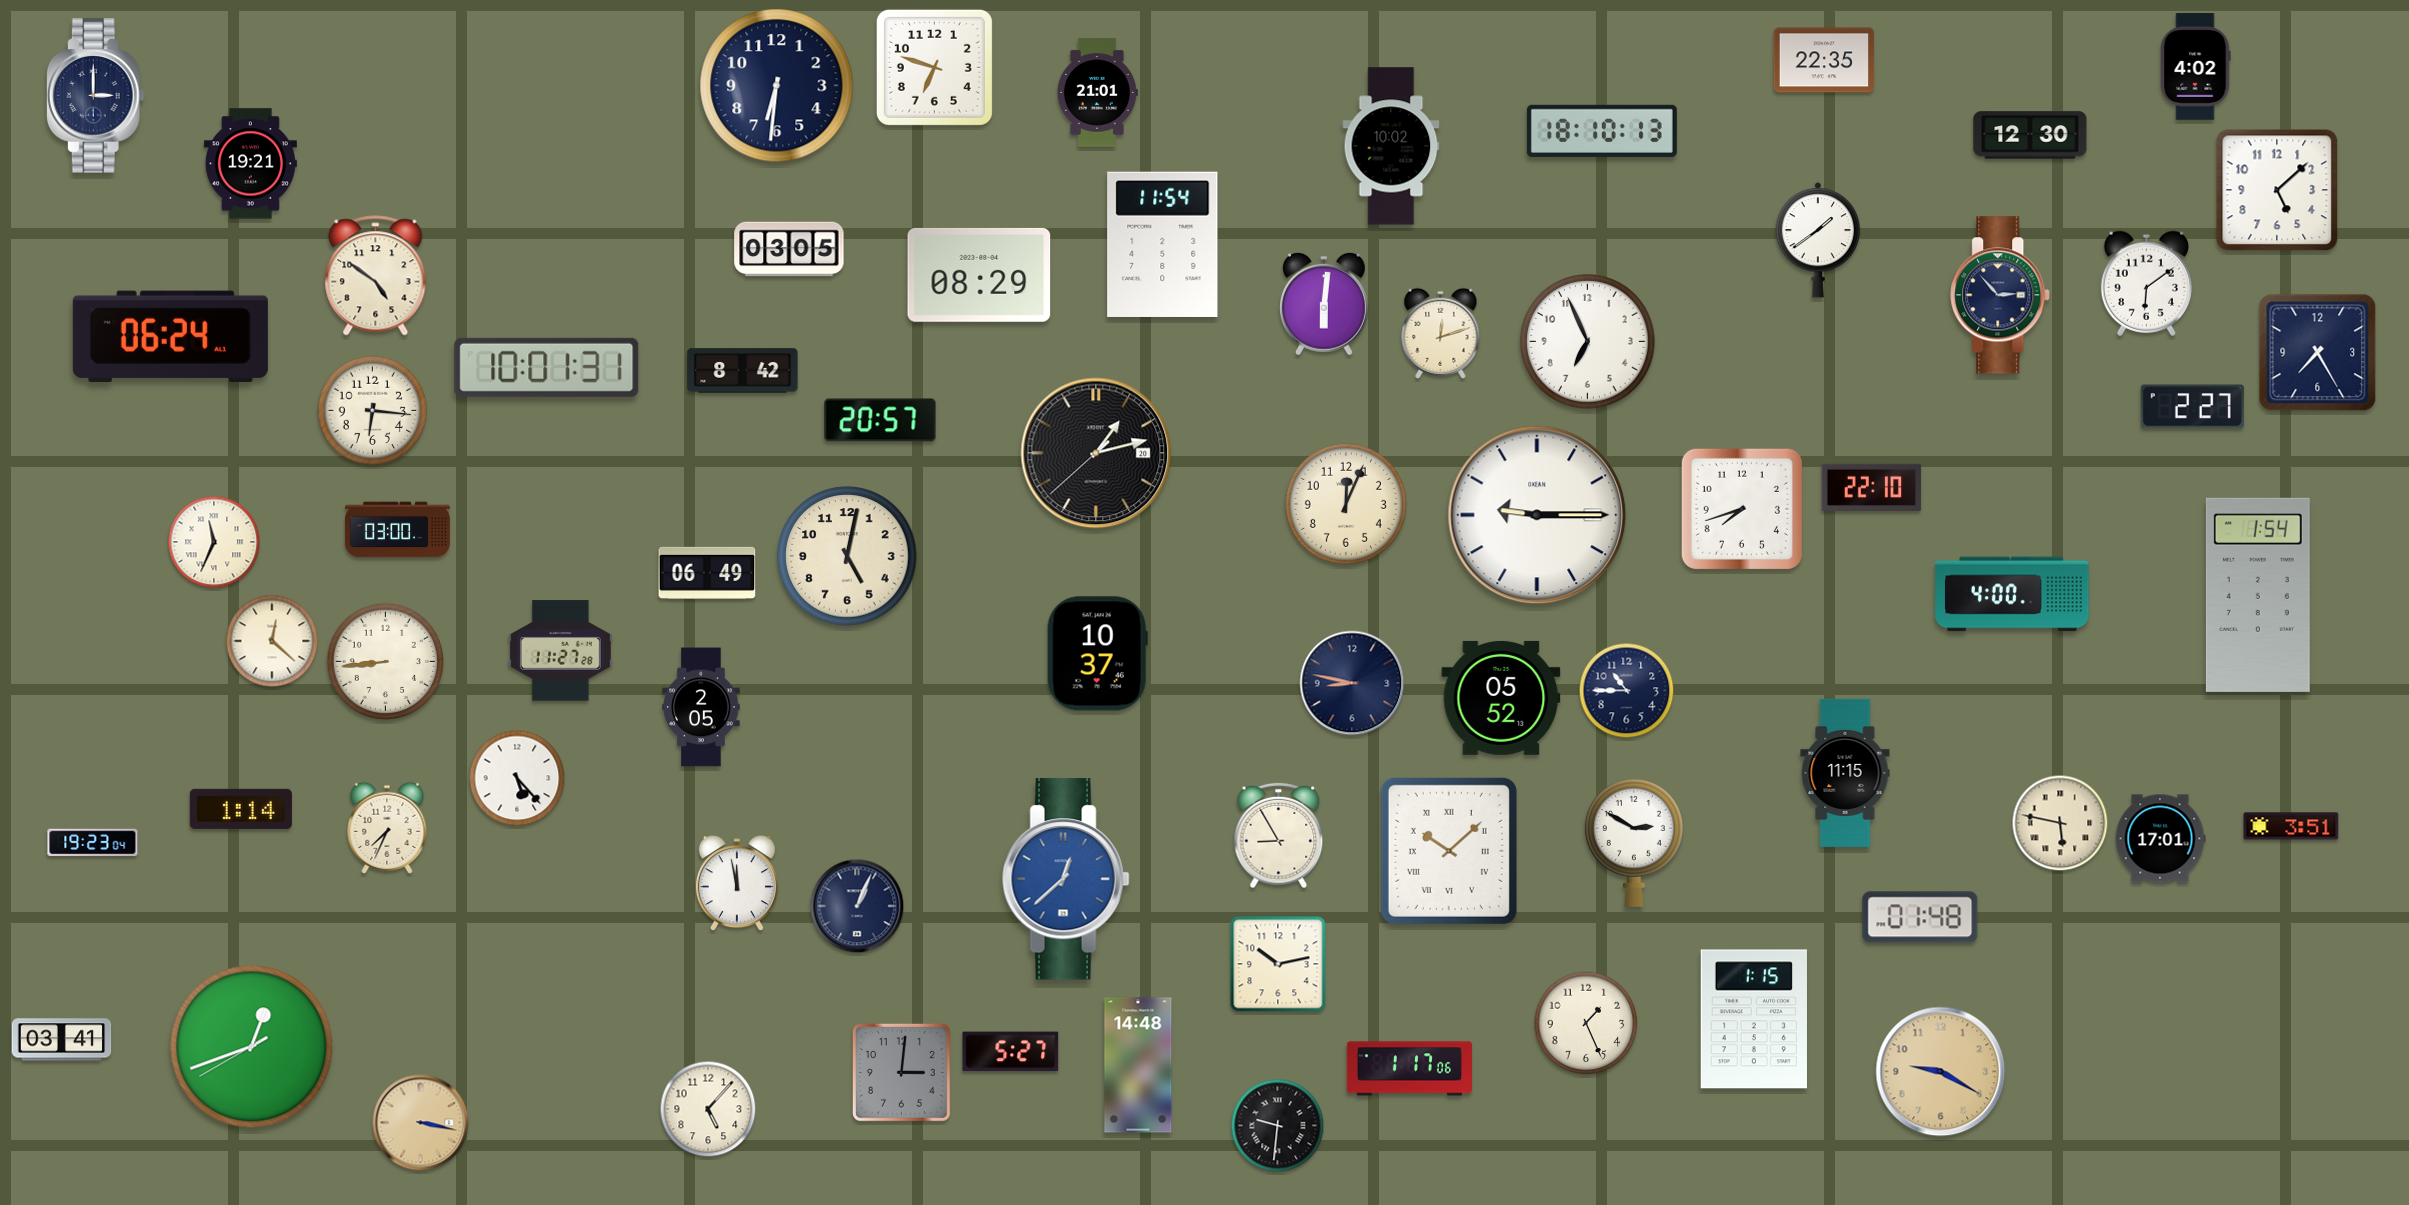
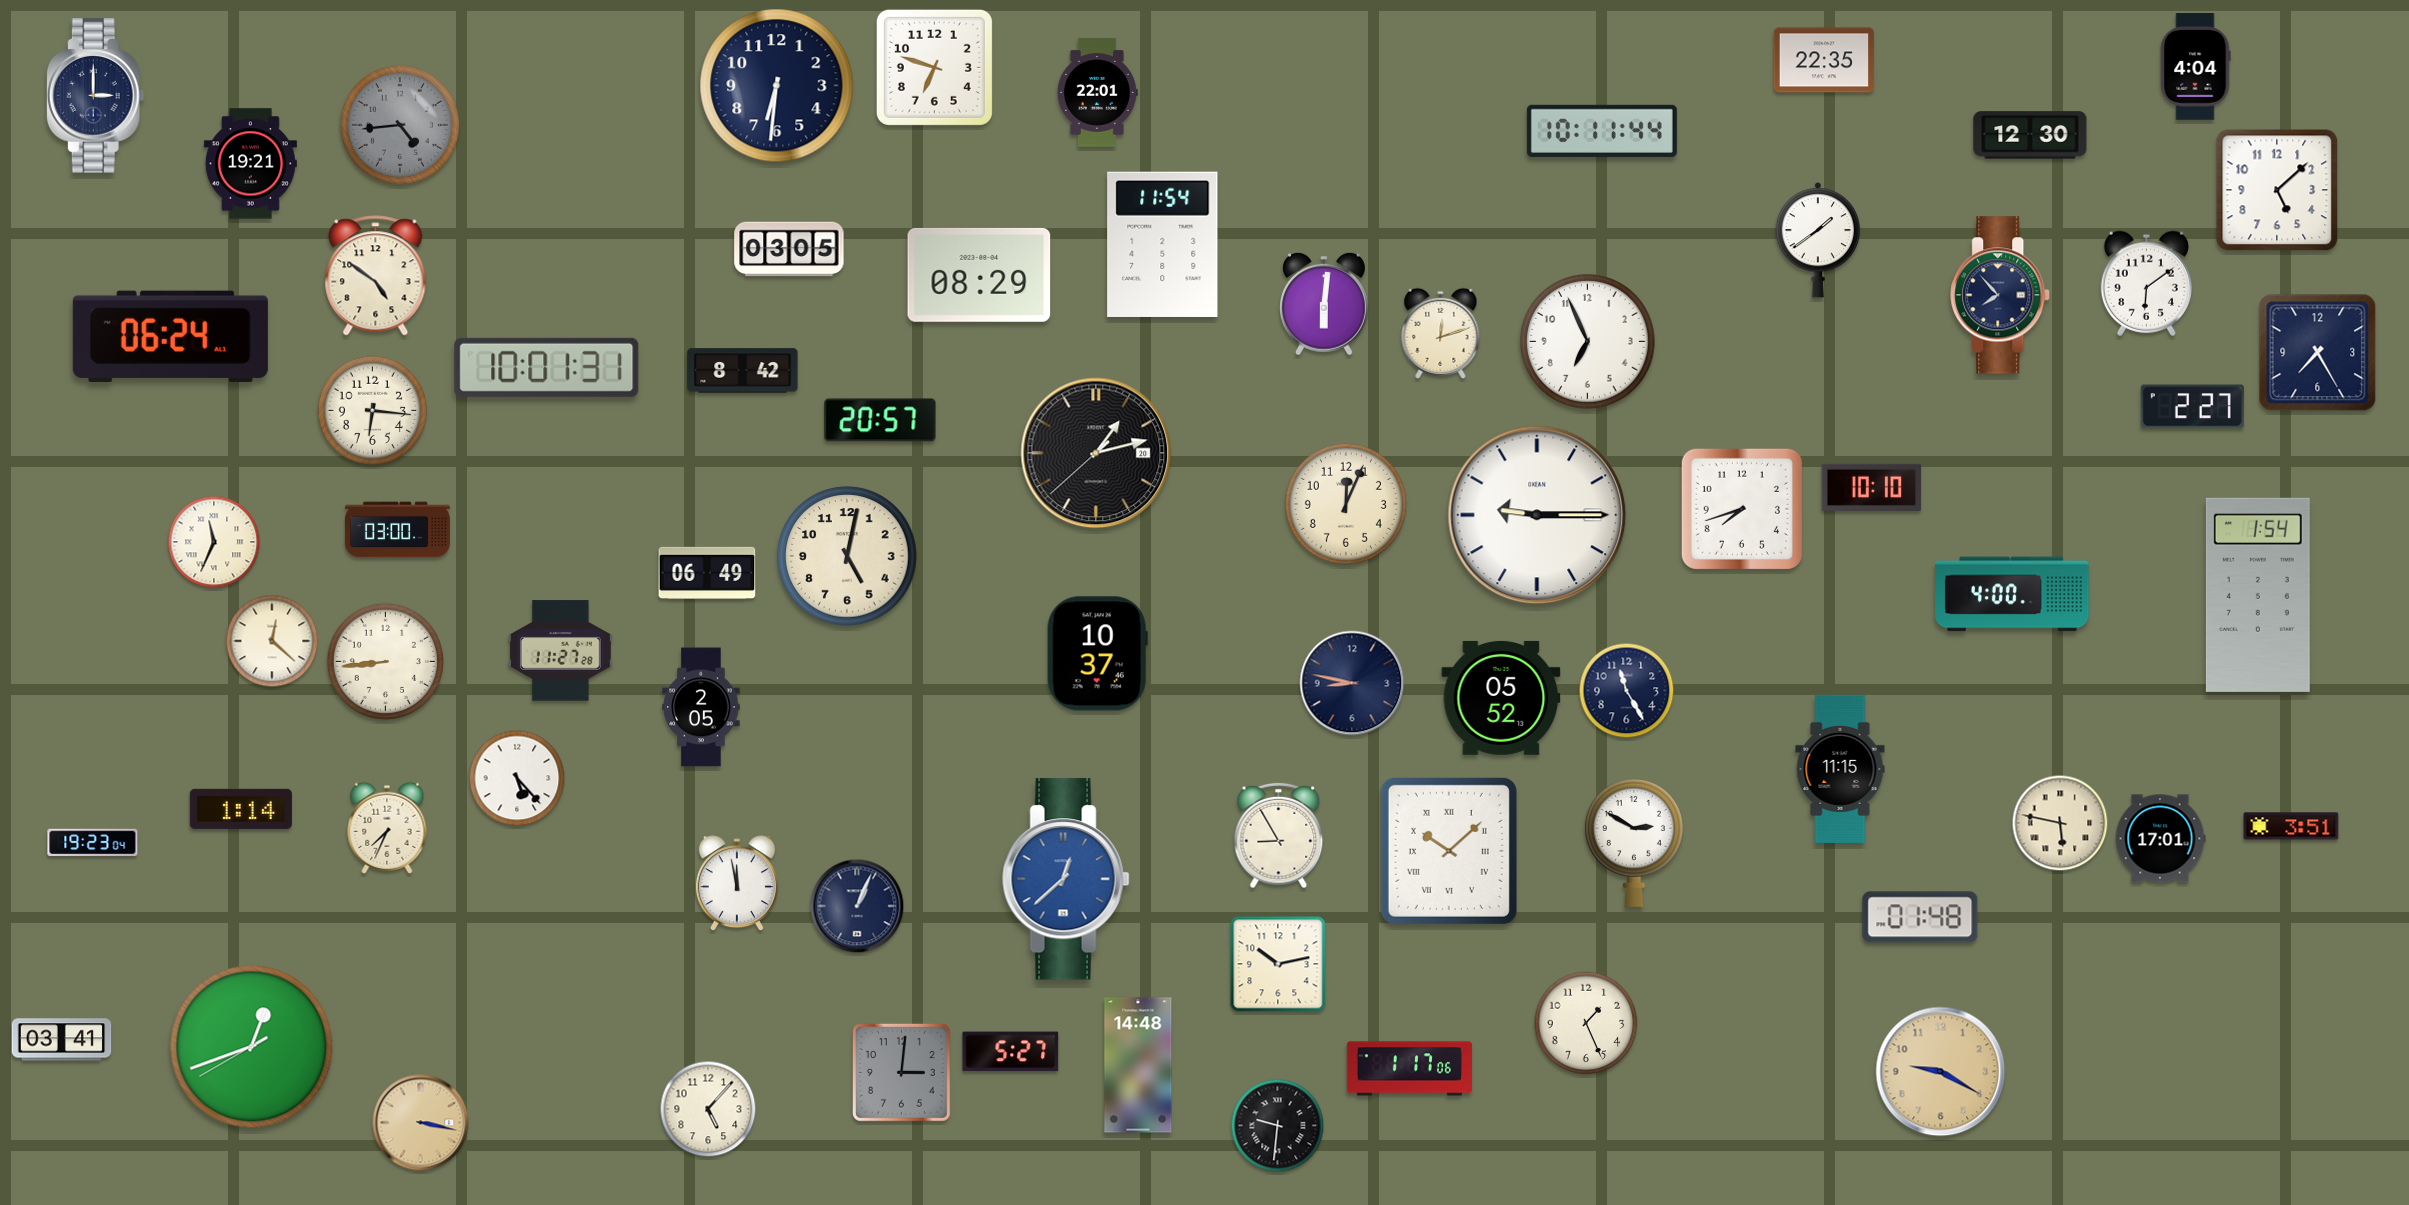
clock at (2195, 67): 4:02 -> 4:04
clock at (1097, 93): 21:01 -> 22:01
clock at (400, 125): none -> 4:44
clock at (1602, 131): 18:10 -> 10:11
clock at (1391, 146): 10:02 -> none
clock at (2001, 295): 2:53 -> 7:53
clock at (1872, 487): 22:10 -> 10:10
clock at (1627, 691): 10:45 -> 11:25
clock at (1845, 773) position: (1845, 773) -> (1840, 769)
clock at (1753, 1019): 1:15 -> none
